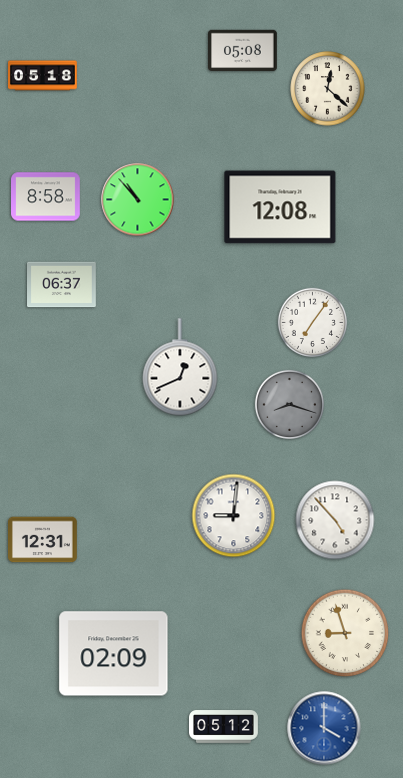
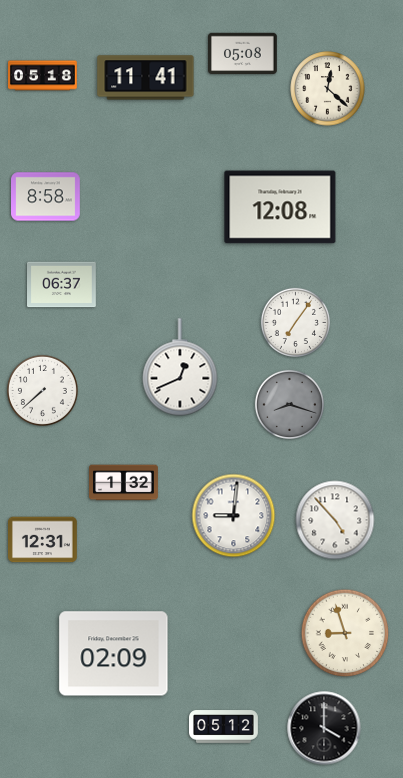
clock at (243, 51) position: (243, 51) -> (243, 54)
clock at (146, 78): none -> 11:41
clock at (138, 200): 10:53 -> none
clock at (312, 322) position: (312, 322) -> (295, 322)
clock at (42, 390): none -> 7:38
clock at (124, 483): none -> 1:32
clock at (324, 728) dial: blue -> black
